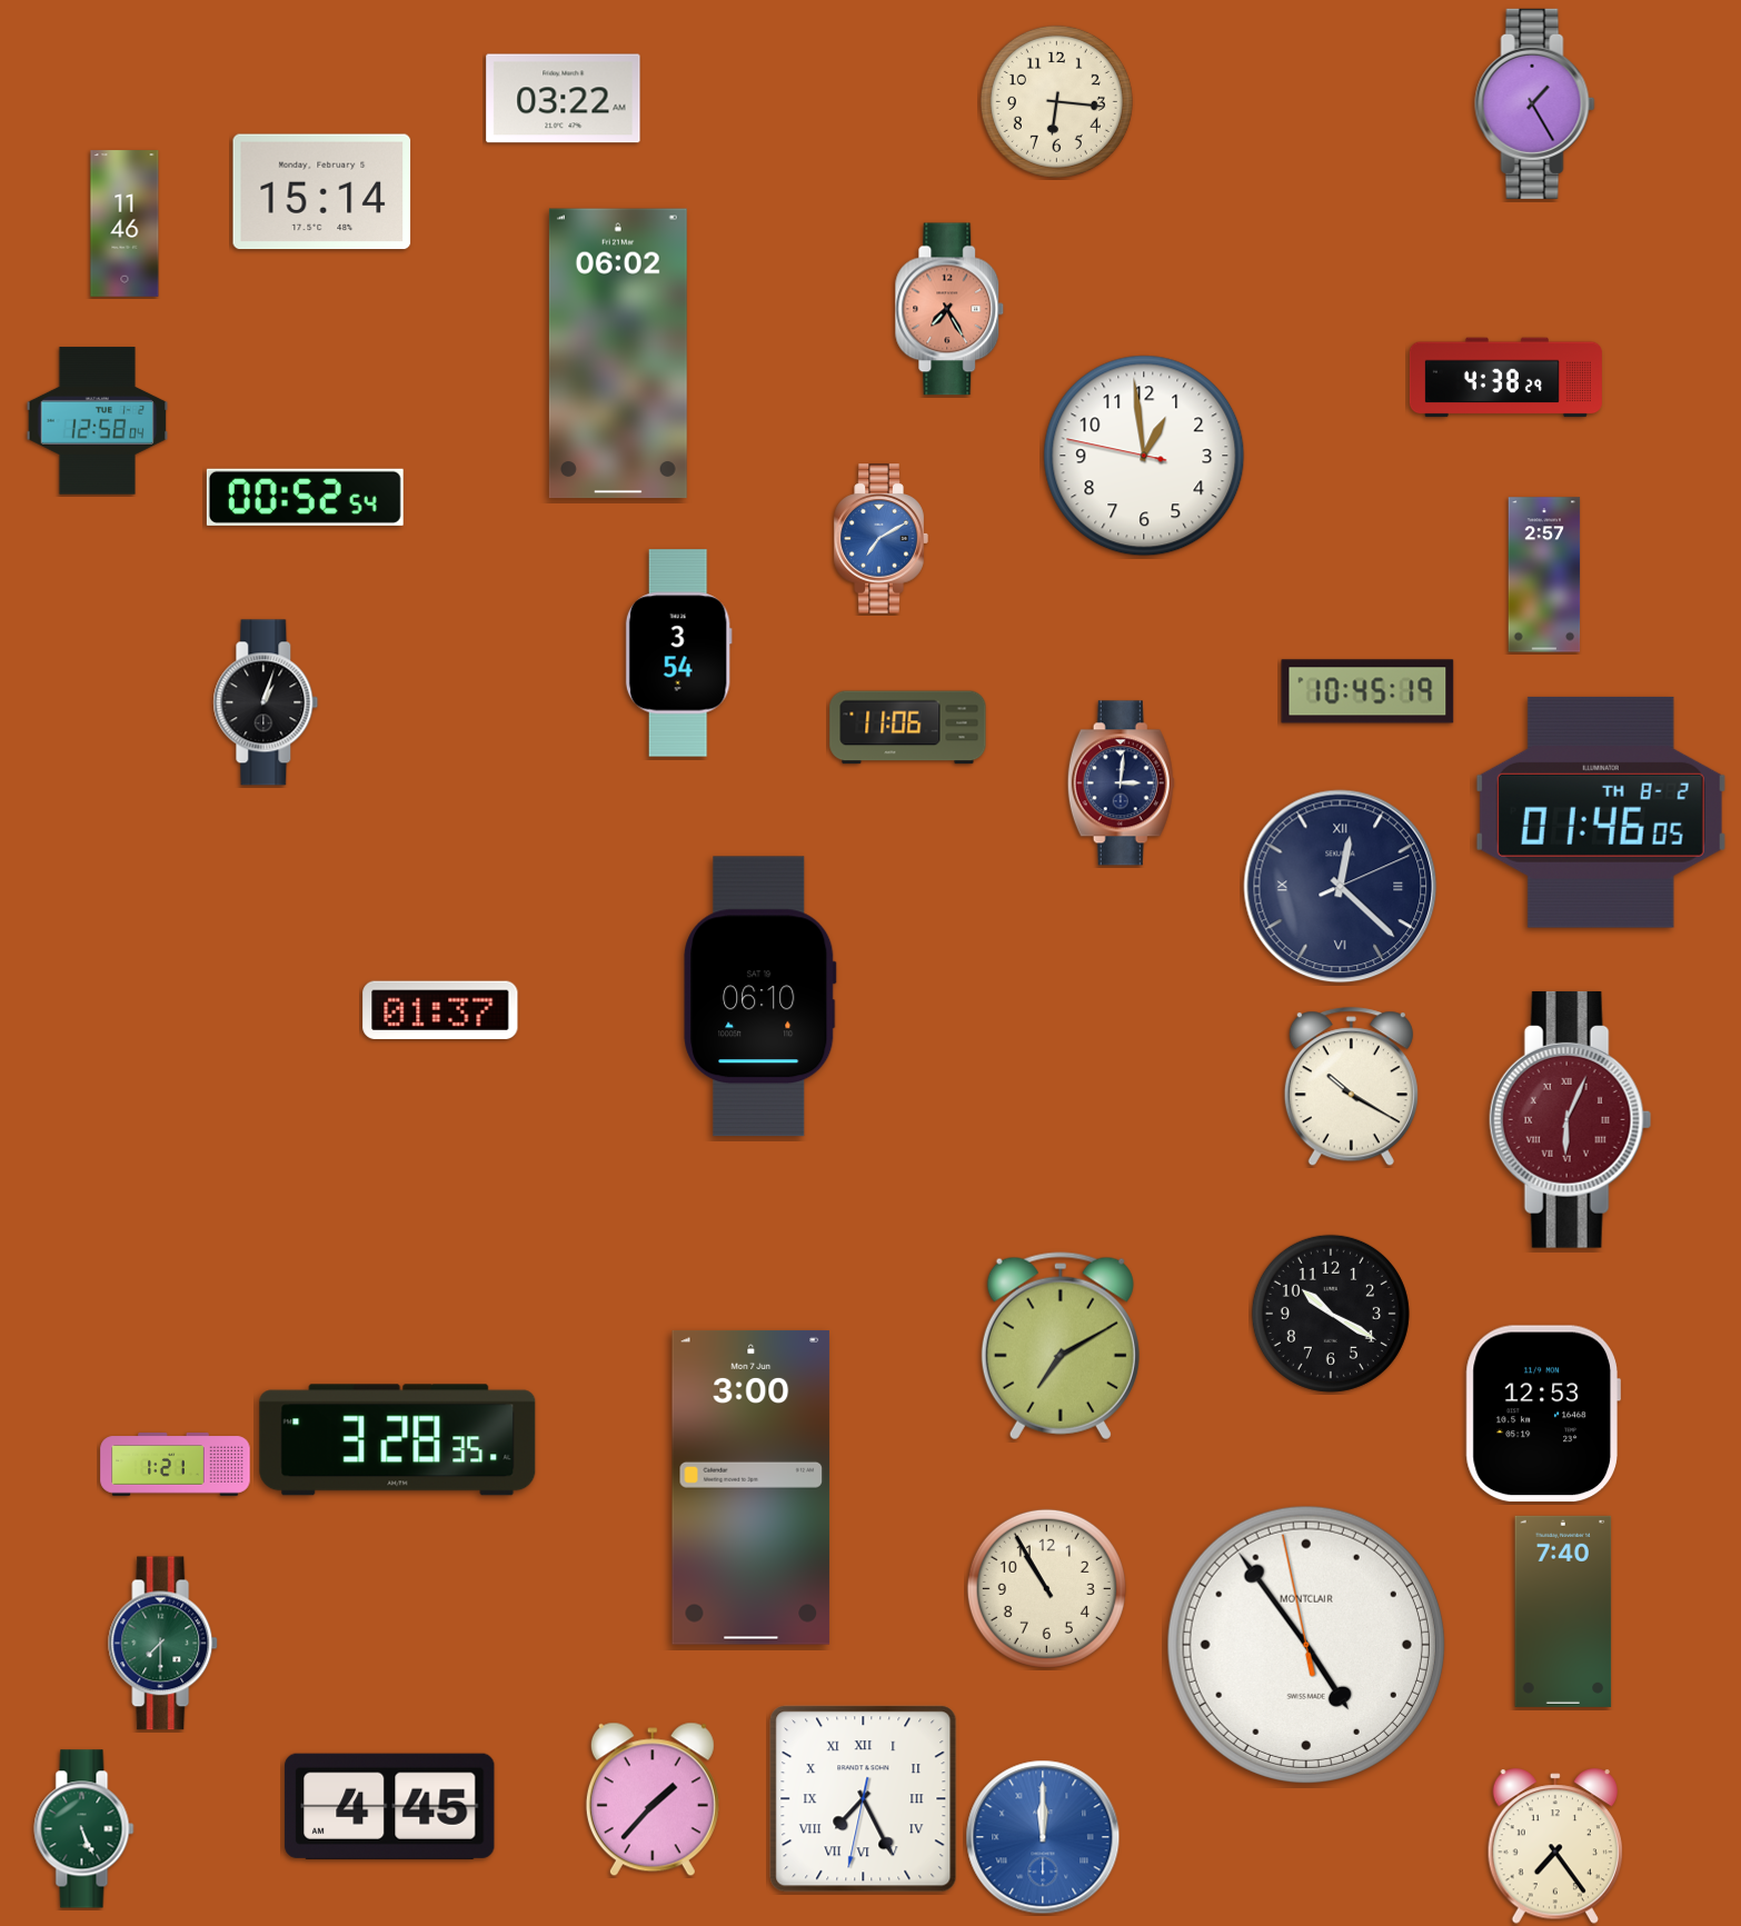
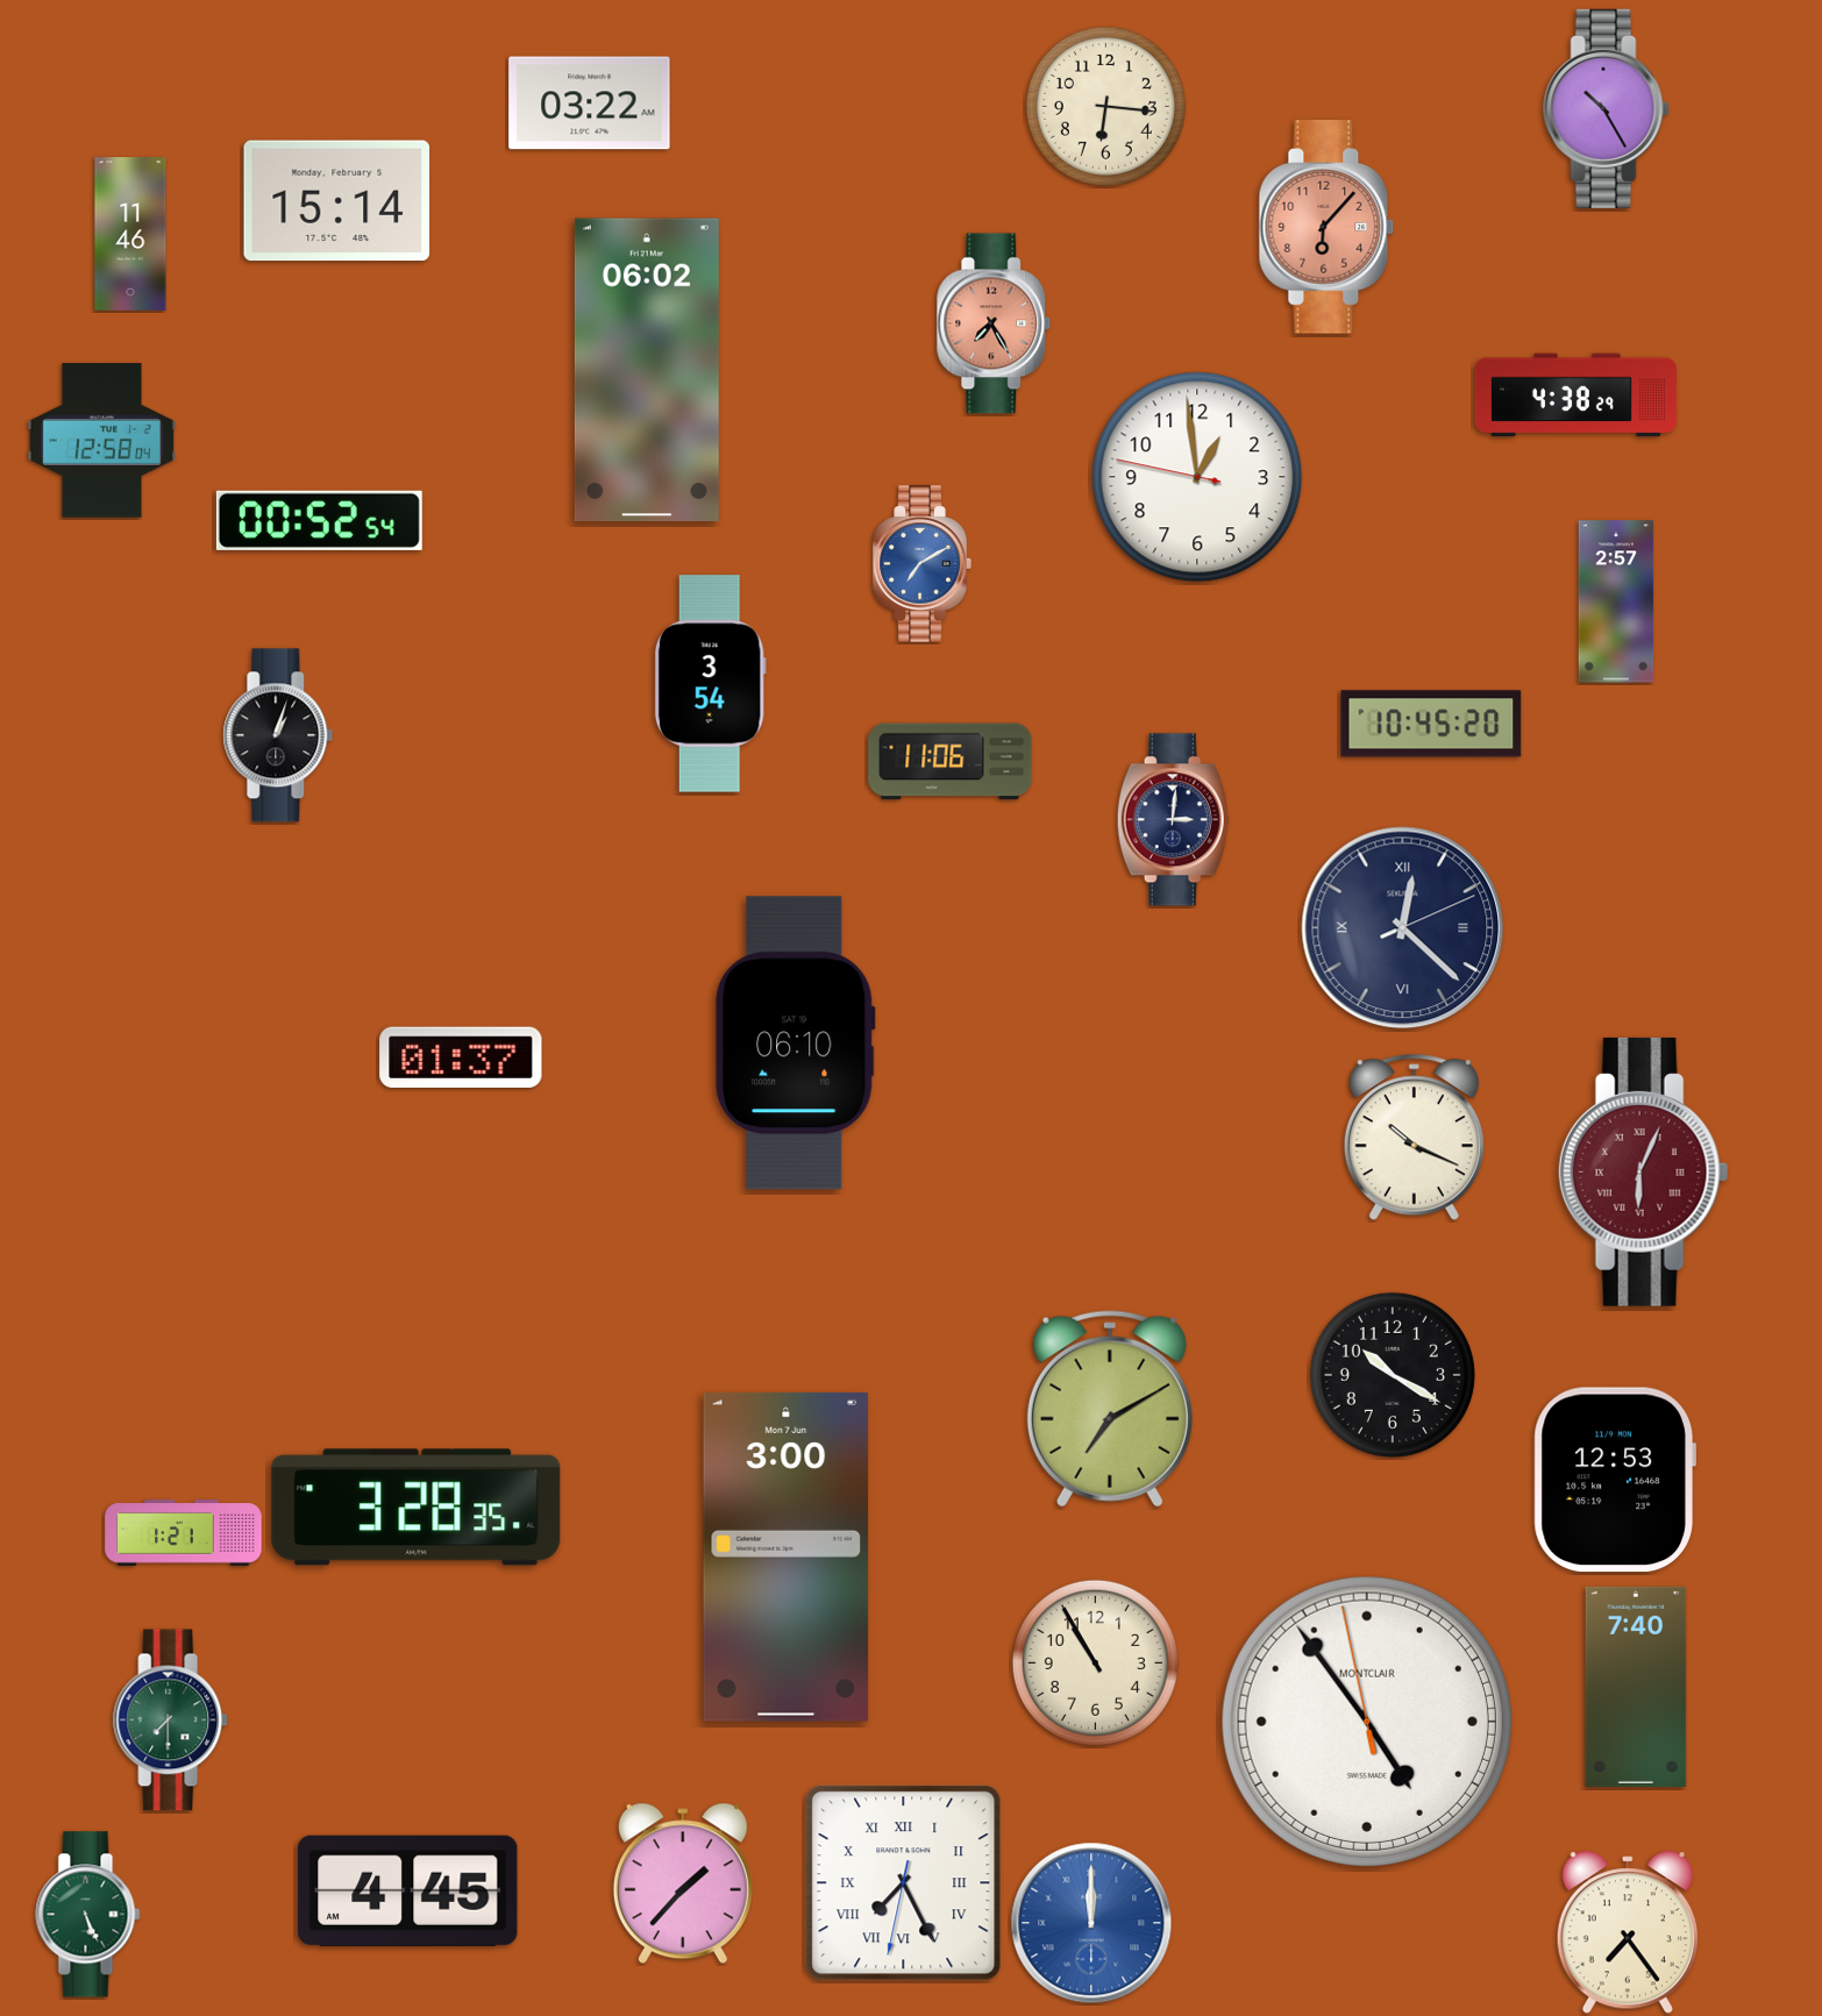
clock at (1535, 103): 1:25 -> 10:25
clock at (1326, 227): none -> 6:07
clock at (1367, 691): 10:45:19 -> 10:45:20
clock at (1601, 812): 01:46 -> none
clock at (1351, 1087): 10:20 -> 10:19
